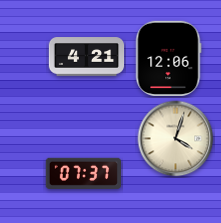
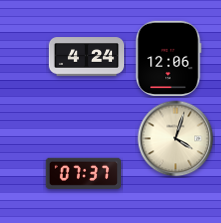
clock at (87, 57): 4:21 -> 4:24
